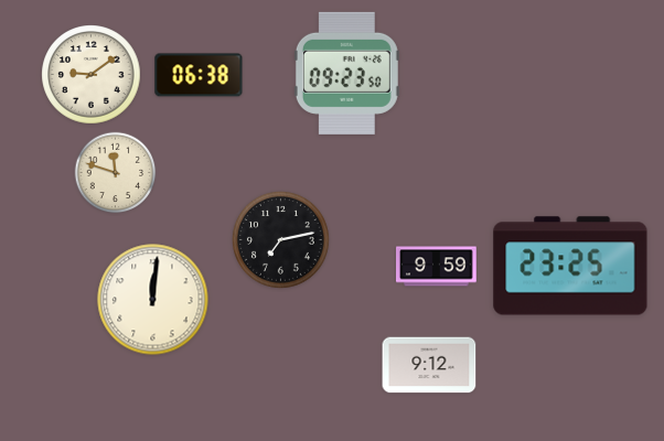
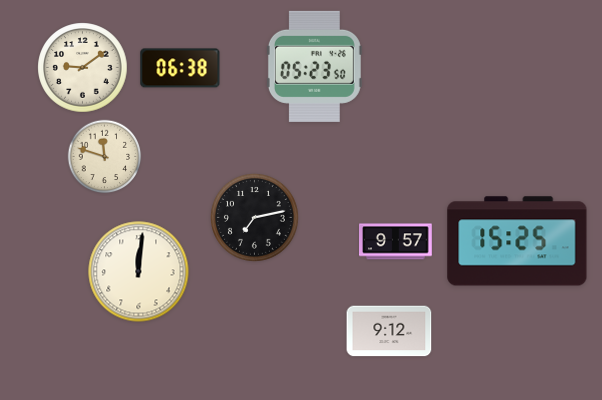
clock at (346, 73): 09:23 -> 05:23
clock at (570, 266): 23:25 -> 15:25
clock at (437, 267): 9:59 -> 9:57
